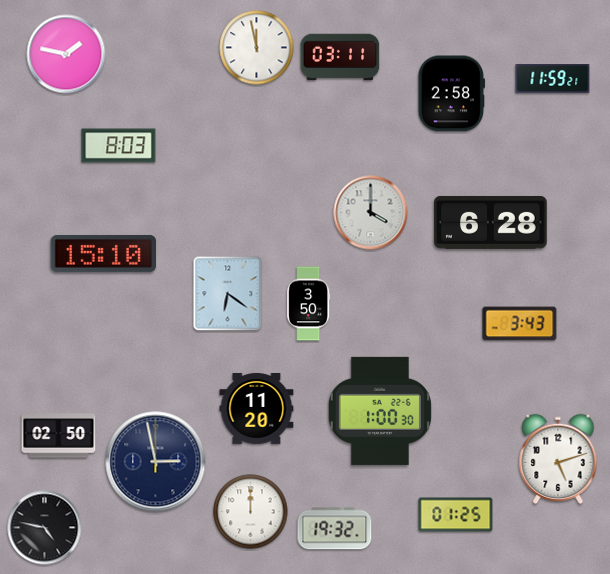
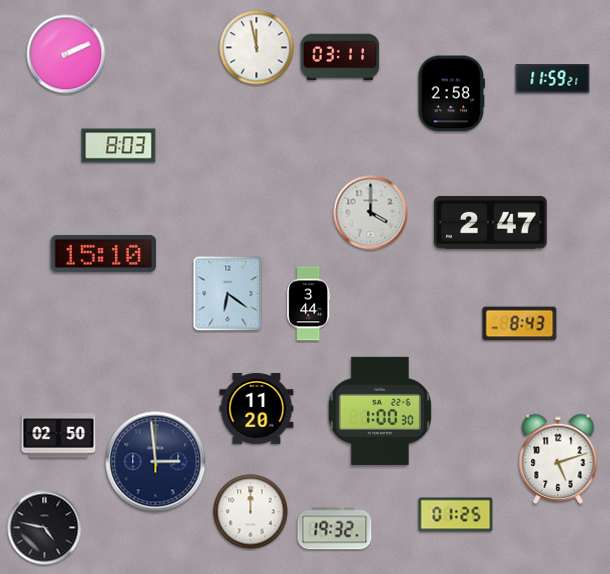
clock at (66, 54): 1:47 -> 2:11
clock at (491, 222): 6:28 -> 2:47
clock at (309, 304): 3:50 -> 3:44
clock at (520, 324): 3:43 -> 8:43
clock at (156, 462): 2:58 -> 2:59
